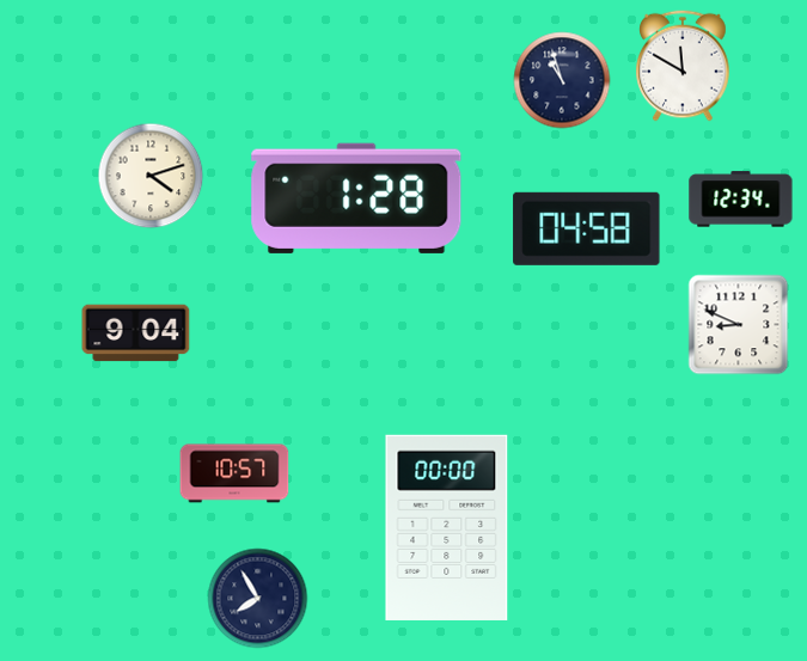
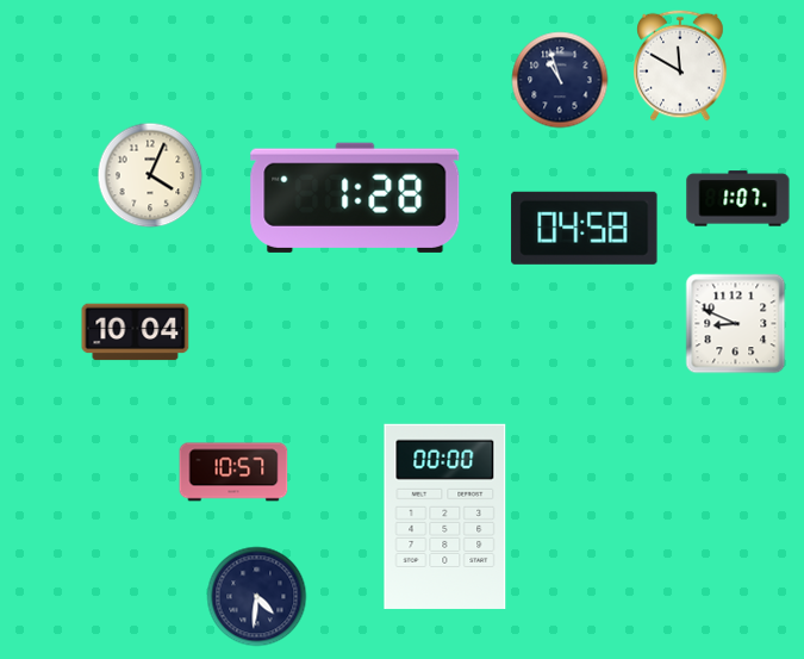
clock at (151, 176): 4:12 -> 4:04
clock at (741, 200): 12:34 -> 1:07
clock at (136, 333): 9:04 -> 10:04
clock at (447, 527) position: (447, 527) -> (445, 516)
clock at (258, 599): 7:55 -> 4:31
